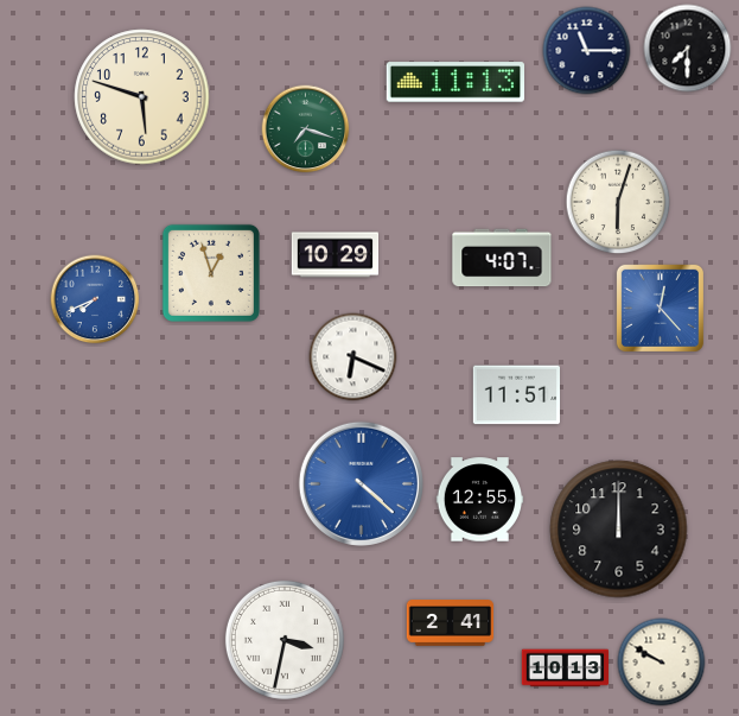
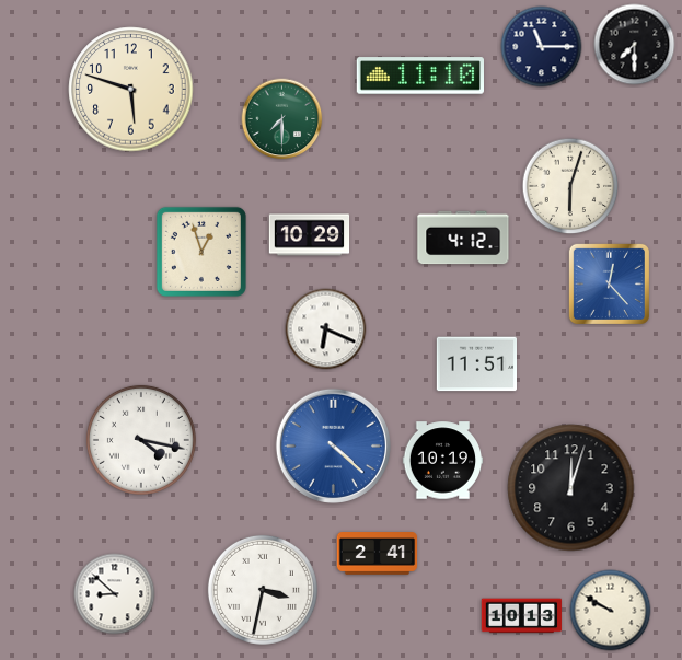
clock at (454, 82): 11:13 -> 11:10
clock at (306, 129): 7:18 -> 7:30
clock at (502, 258): 4:07 -> 4:12
clock at (211, 273) position: (211, 273) -> (201, 252)
clock at (95, 299): 7:41 -> none
clock at (141, 440): none -> 4:17
clock at (480, 500): 12:55 -> 10:19
clock at (619, 530): 12:00 -> 12:03
clock at (451, 623) position: (451, 623) -> (378, 554)
clock at (115, 594): none -> 8:52
